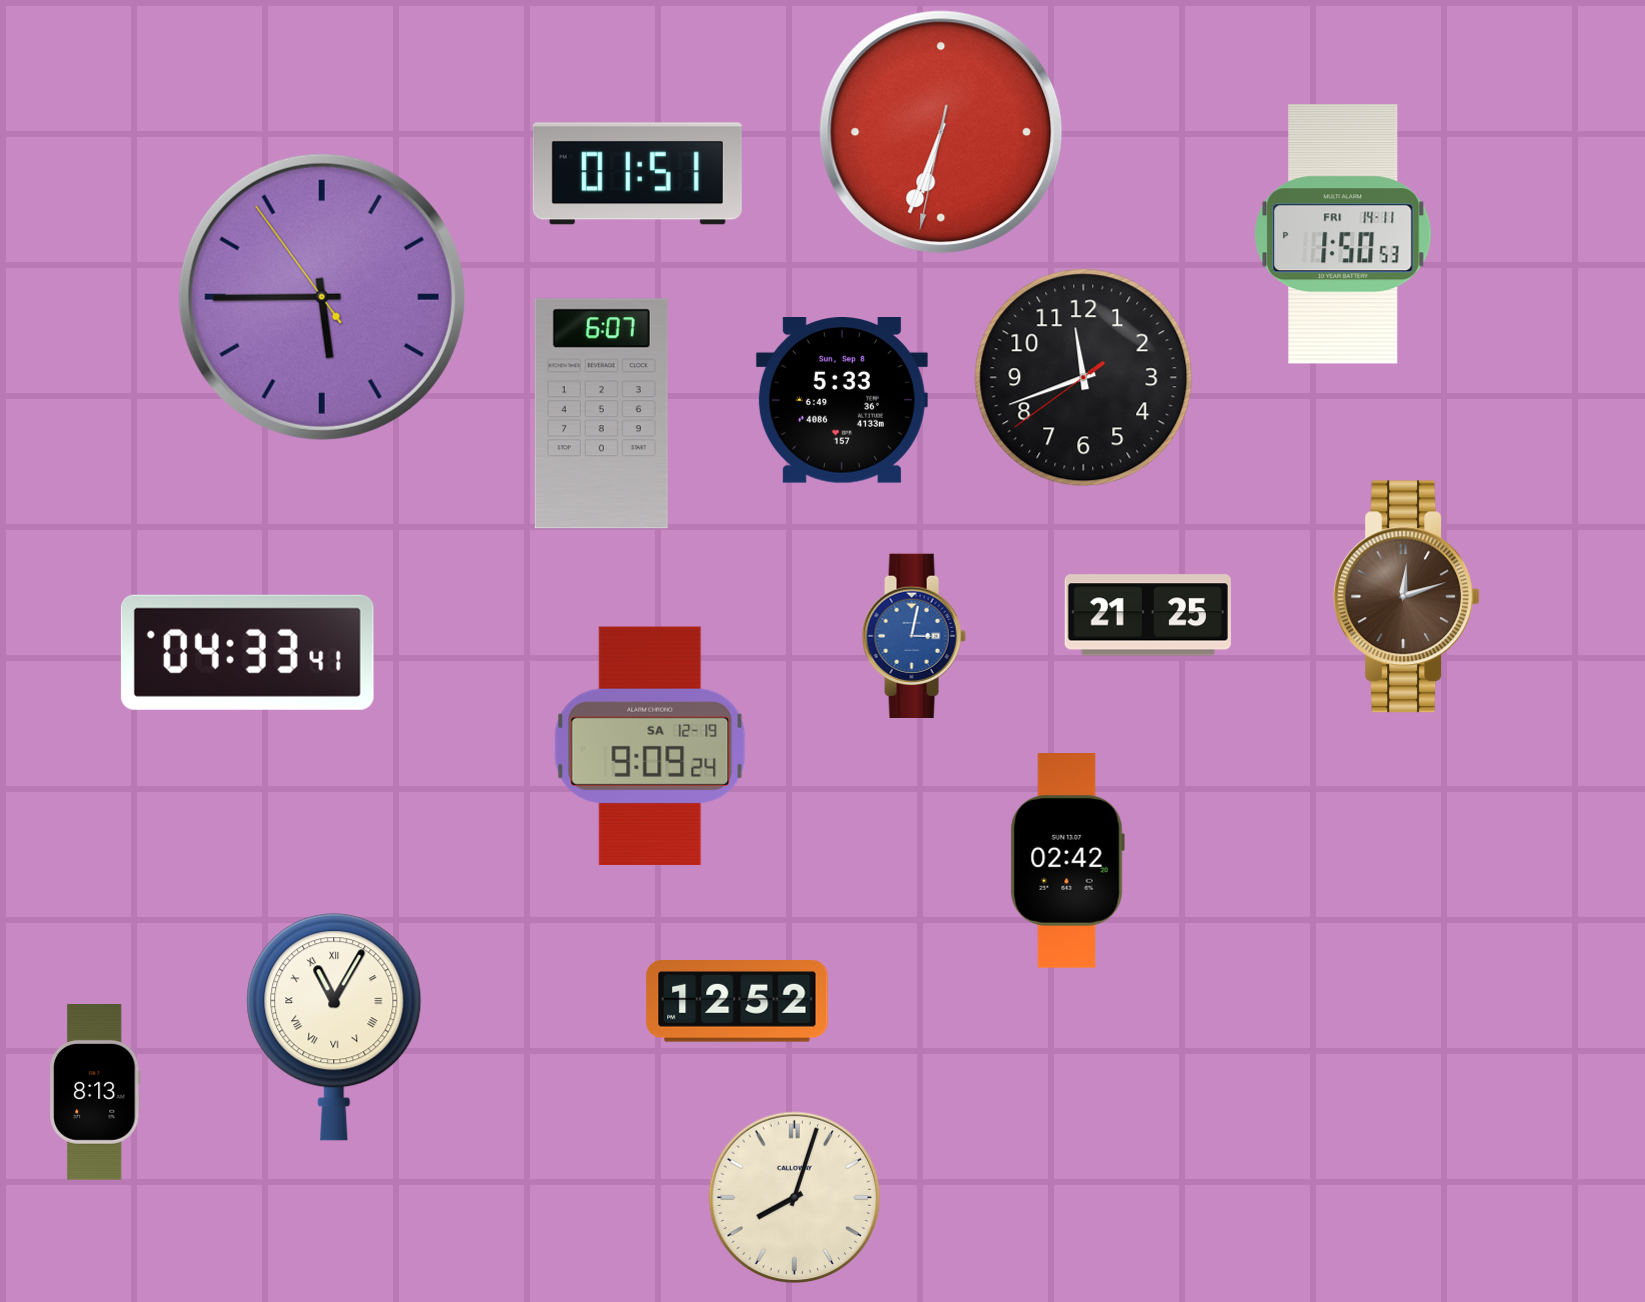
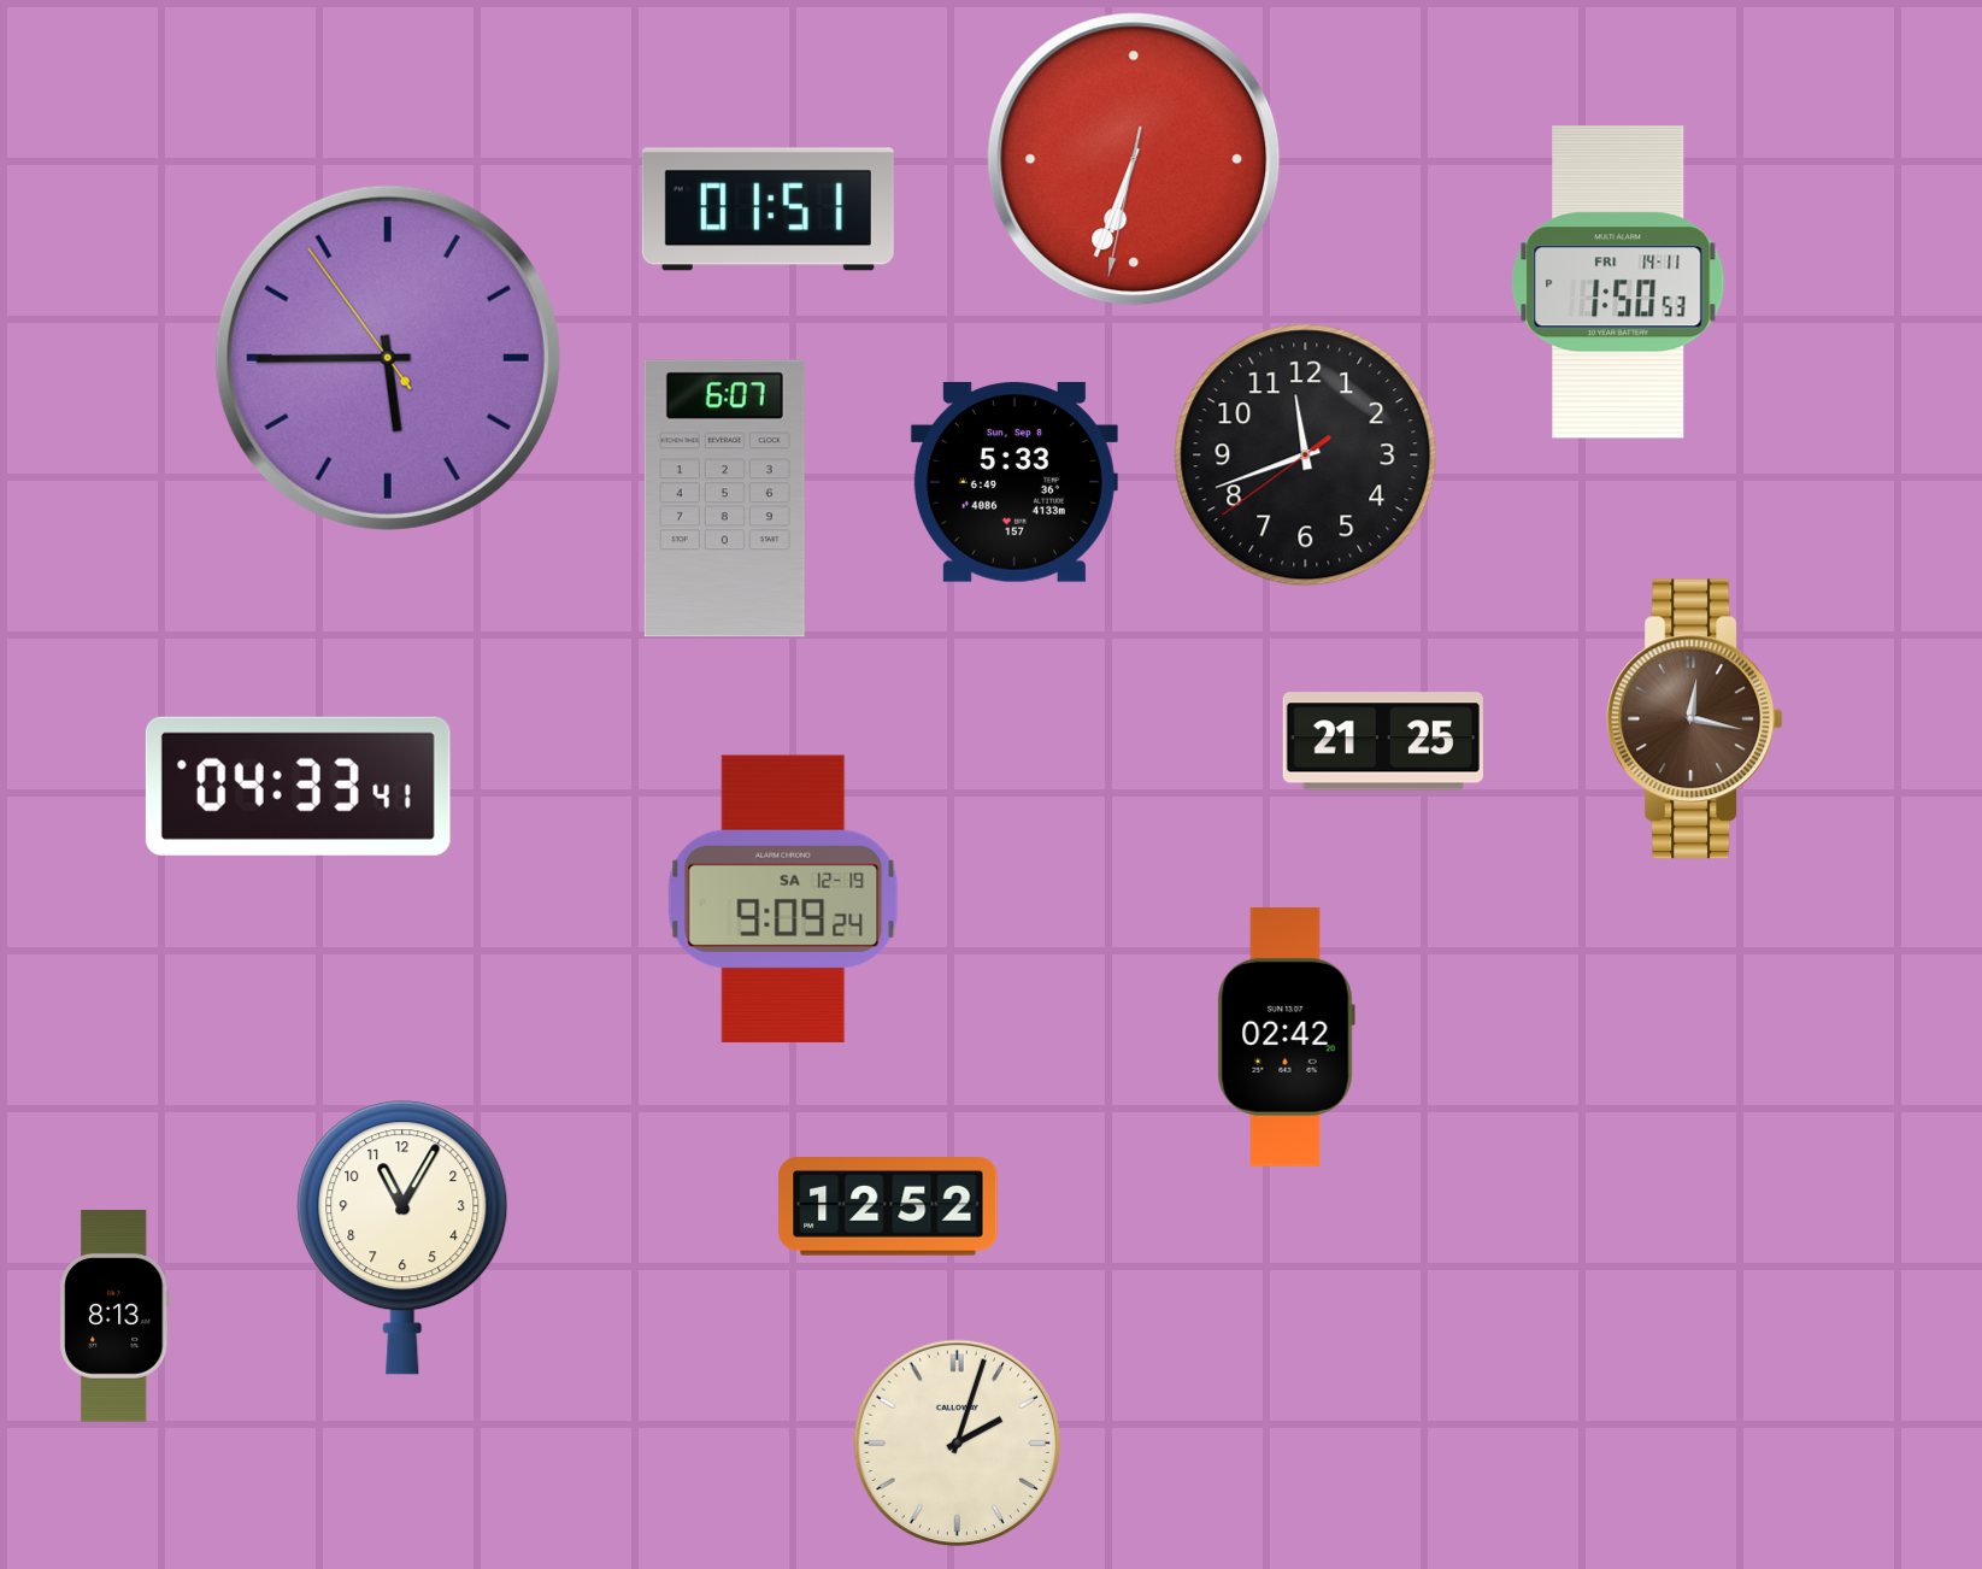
clock at (1407, 597): 12:12 -> 12:17
clock at (914, 635): 3:02 -> none
clock at (334, 1027) numerals: Roman -> Arabic
clock at (795, 1198): 8:03 -> 2:03
